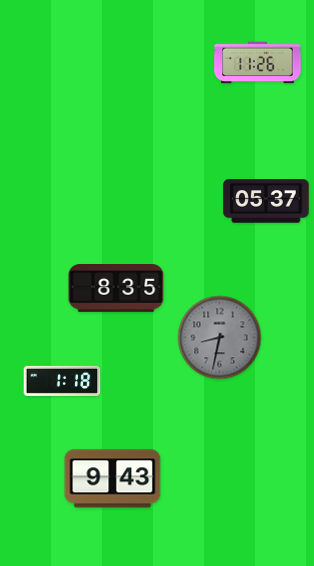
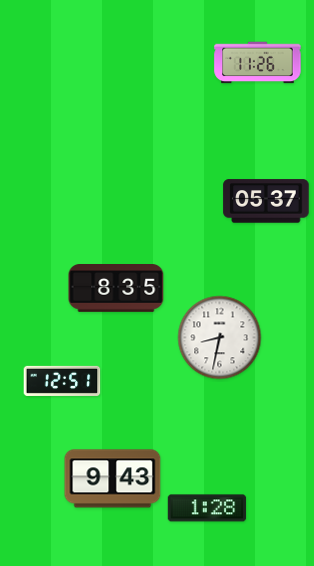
clock at (220, 338) dial: grey -> white
clock at (62, 381): 1:18 -> 12:51
clock at (207, 508): none -> 1:28
